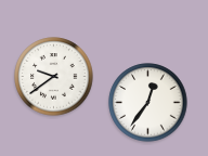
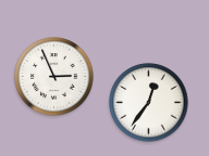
clock at (54, 77): 9:39 -> 2:56
